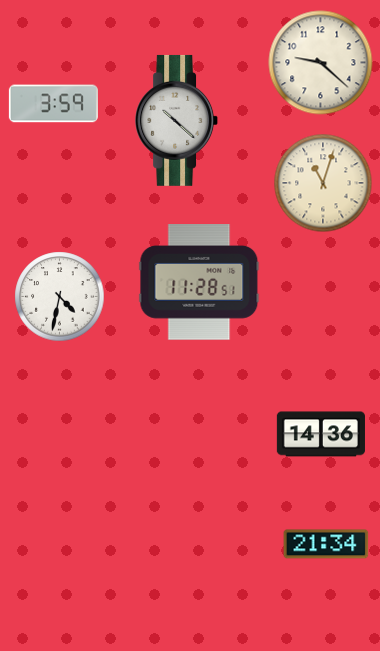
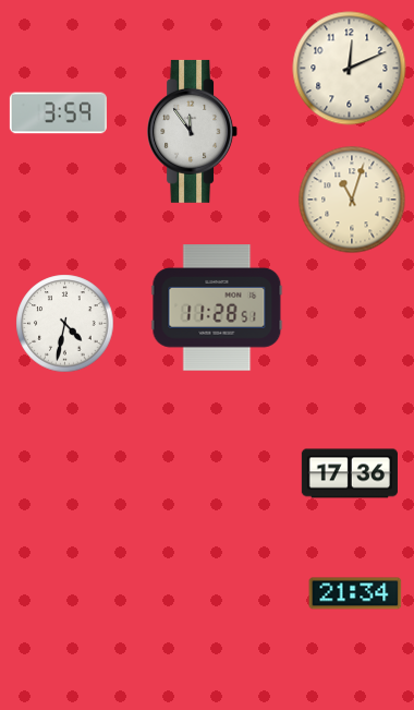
clock at (321, 63): 9:22 -> 12:11
clock at (177, 120): 10:22 -> 11:54
clock at (320, 434): 14:36 -> 17:36
